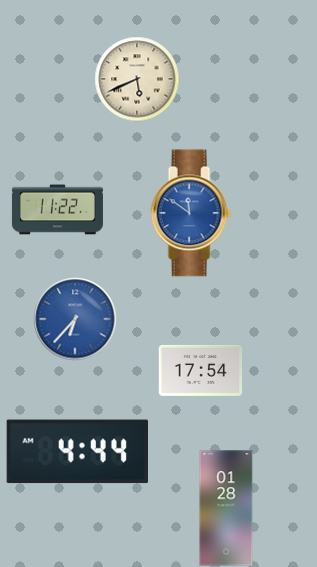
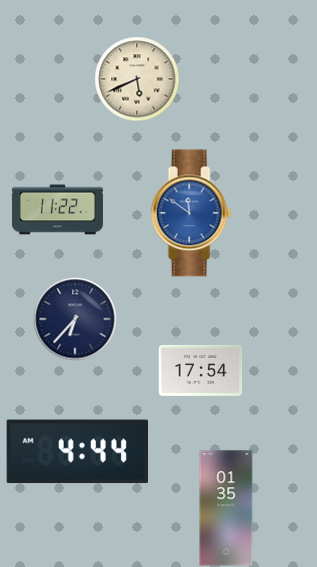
clock at (75, 319) dial: blue -> navy
clock at (226, 508): 01:28 -> 01:35
